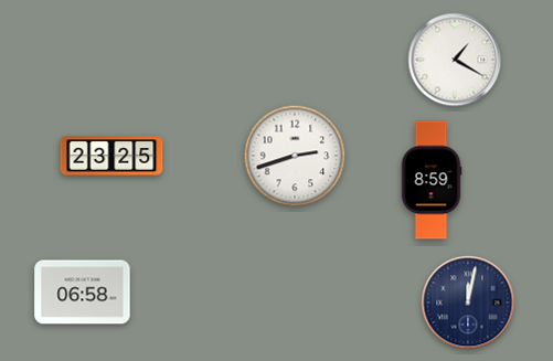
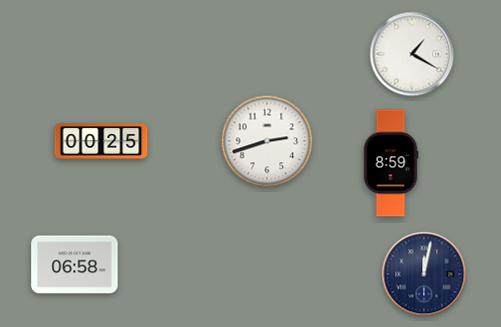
clock at (111, 156): 23:25 -> 00:25
